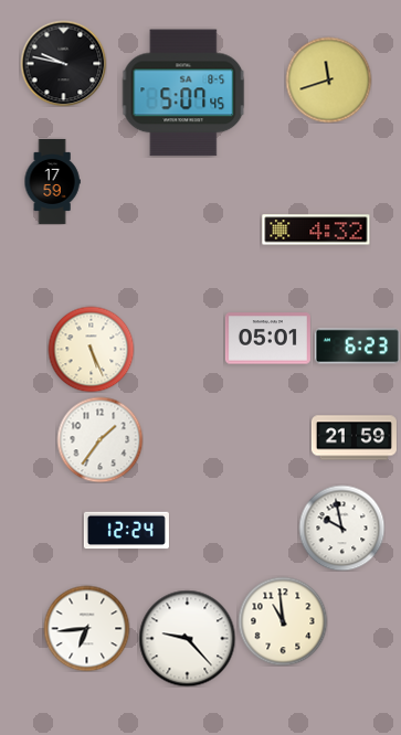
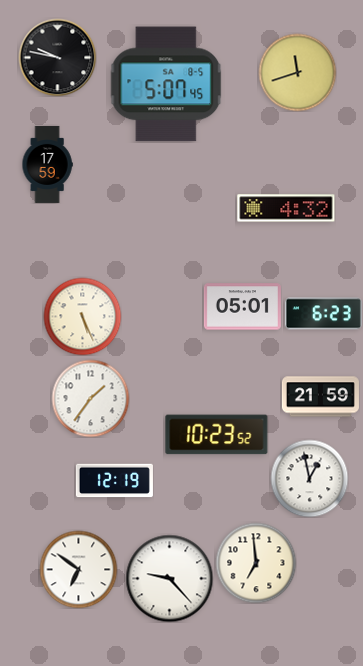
clock at (217, 435): none -> 10:23
clock at (341, 528): 9:58 -> 12:58
clock at (126, 531): 12:24 -> 12:19
clock at (283, 621): 10:59 -> 6:59
clock at (86, 628): 6:44 -> 6:51
